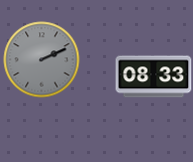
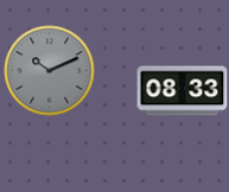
clock at (42, 60): 2:11 -> 10:11
